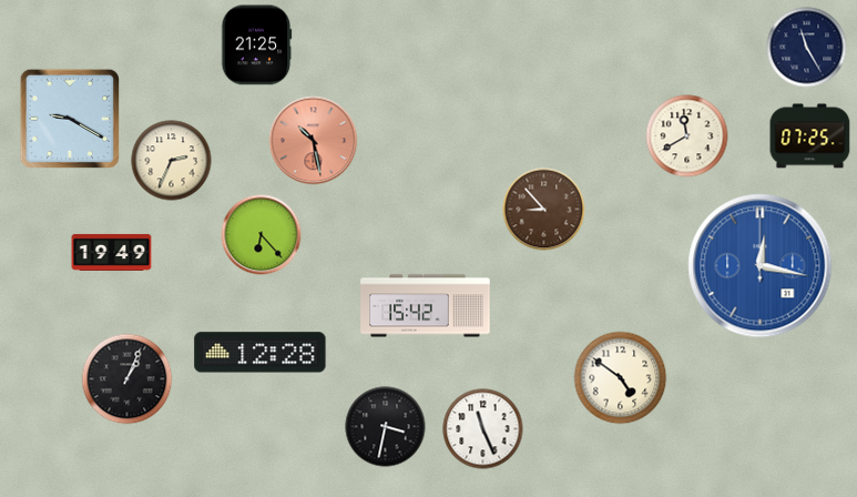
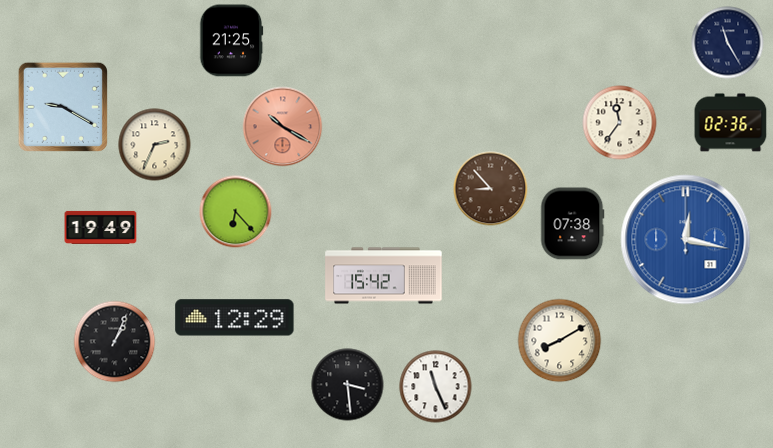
clock at (687, 136): 11:40 -> 11:36
clock at (810, 136): 07:25 -> 02:36
clock at (314, 141): 10:28 -> 10:20
clock at (573, 224): none -> 07:38
clock at (261, 353): 12:28 -> 12:29
clock at (621, 378): 4:51 -> 8:10
clock at (386, 427): 3:32 -> 3:29
